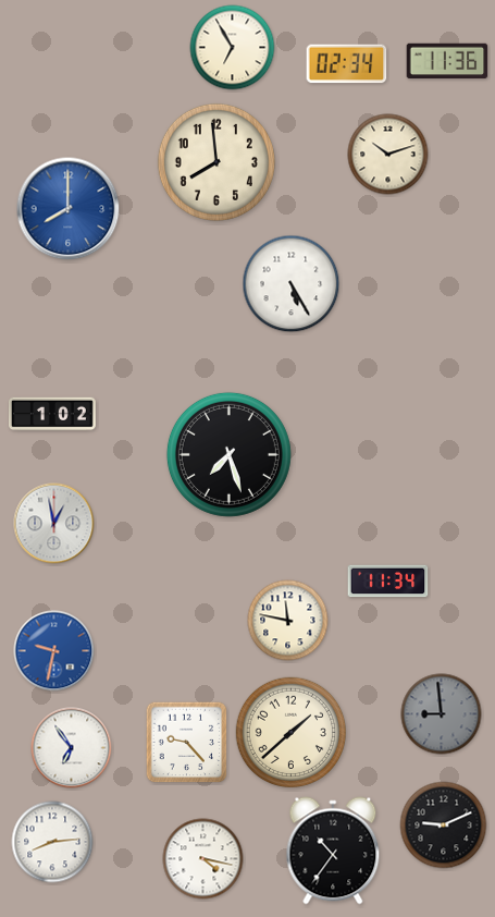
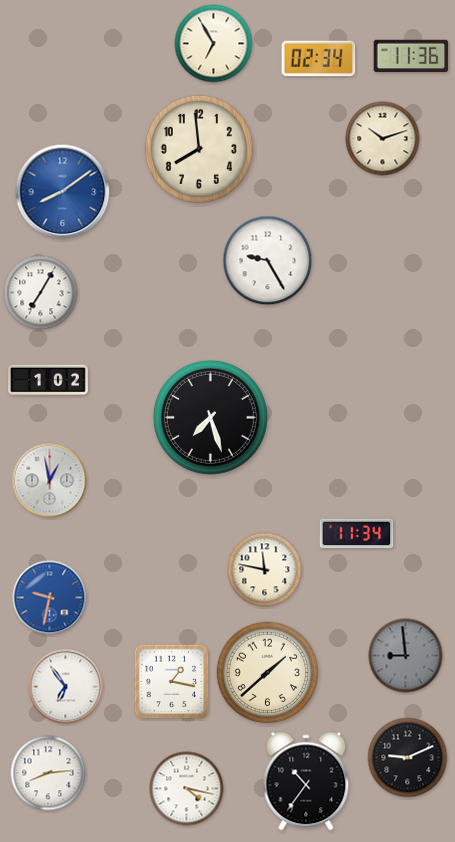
clock at (388, 155) position: (388, 155) -> (383, 139)
clock at (69, 209): 8:00 -> 8:09
clock at (292, 284): 5:25 -> 9:25
clock at (41, 293): none -> 7:05
clock at (187, 743): 9:23 -> 1:17
